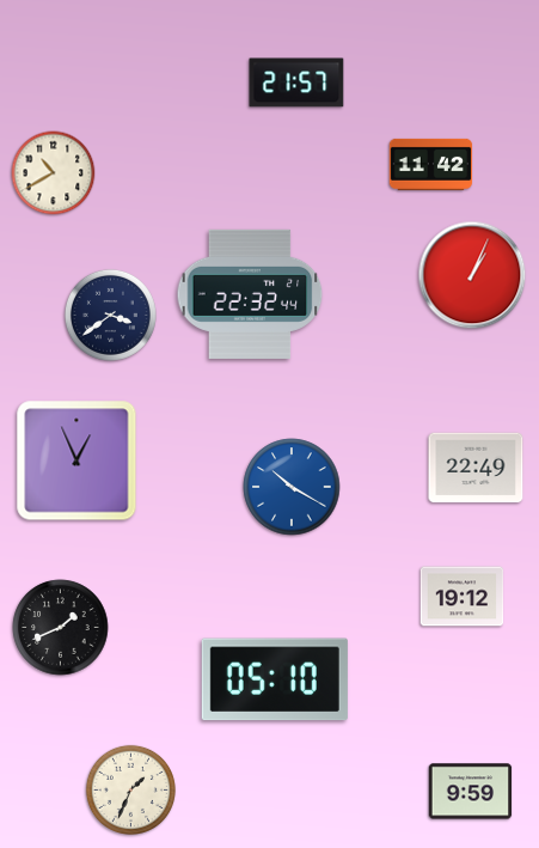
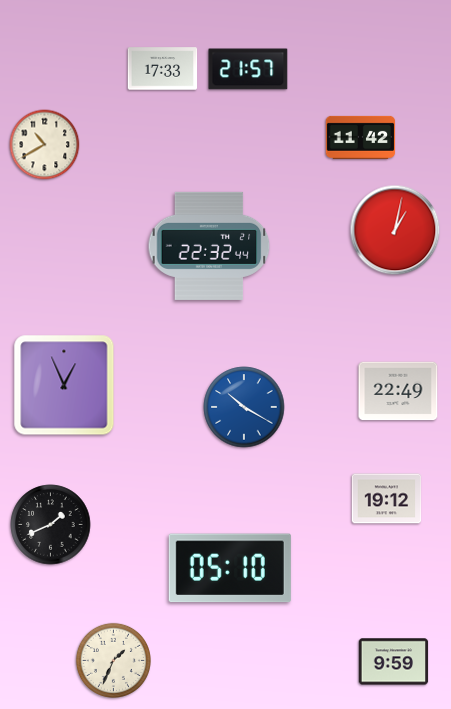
clock at (163, 69): none -> 17:33
clock at (472, 275): 1:04 -> 1:02
clock at (110, 315): 3:39 -> none
clock at (130, 789) position: (130, 789) -> (113, 660)
